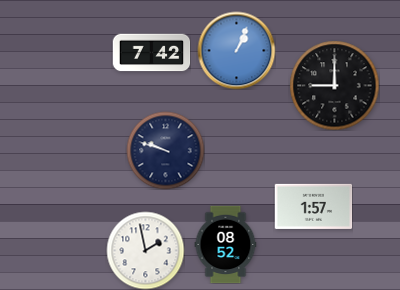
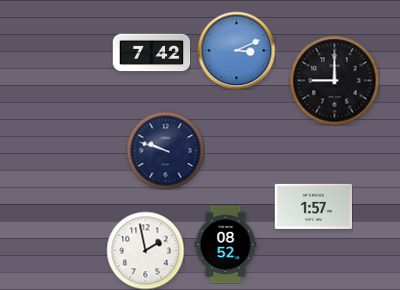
clock at (236, 50): 1:04 -> 3:11
clock at (334, 85) position: (334, 85) -> (334, 80)
